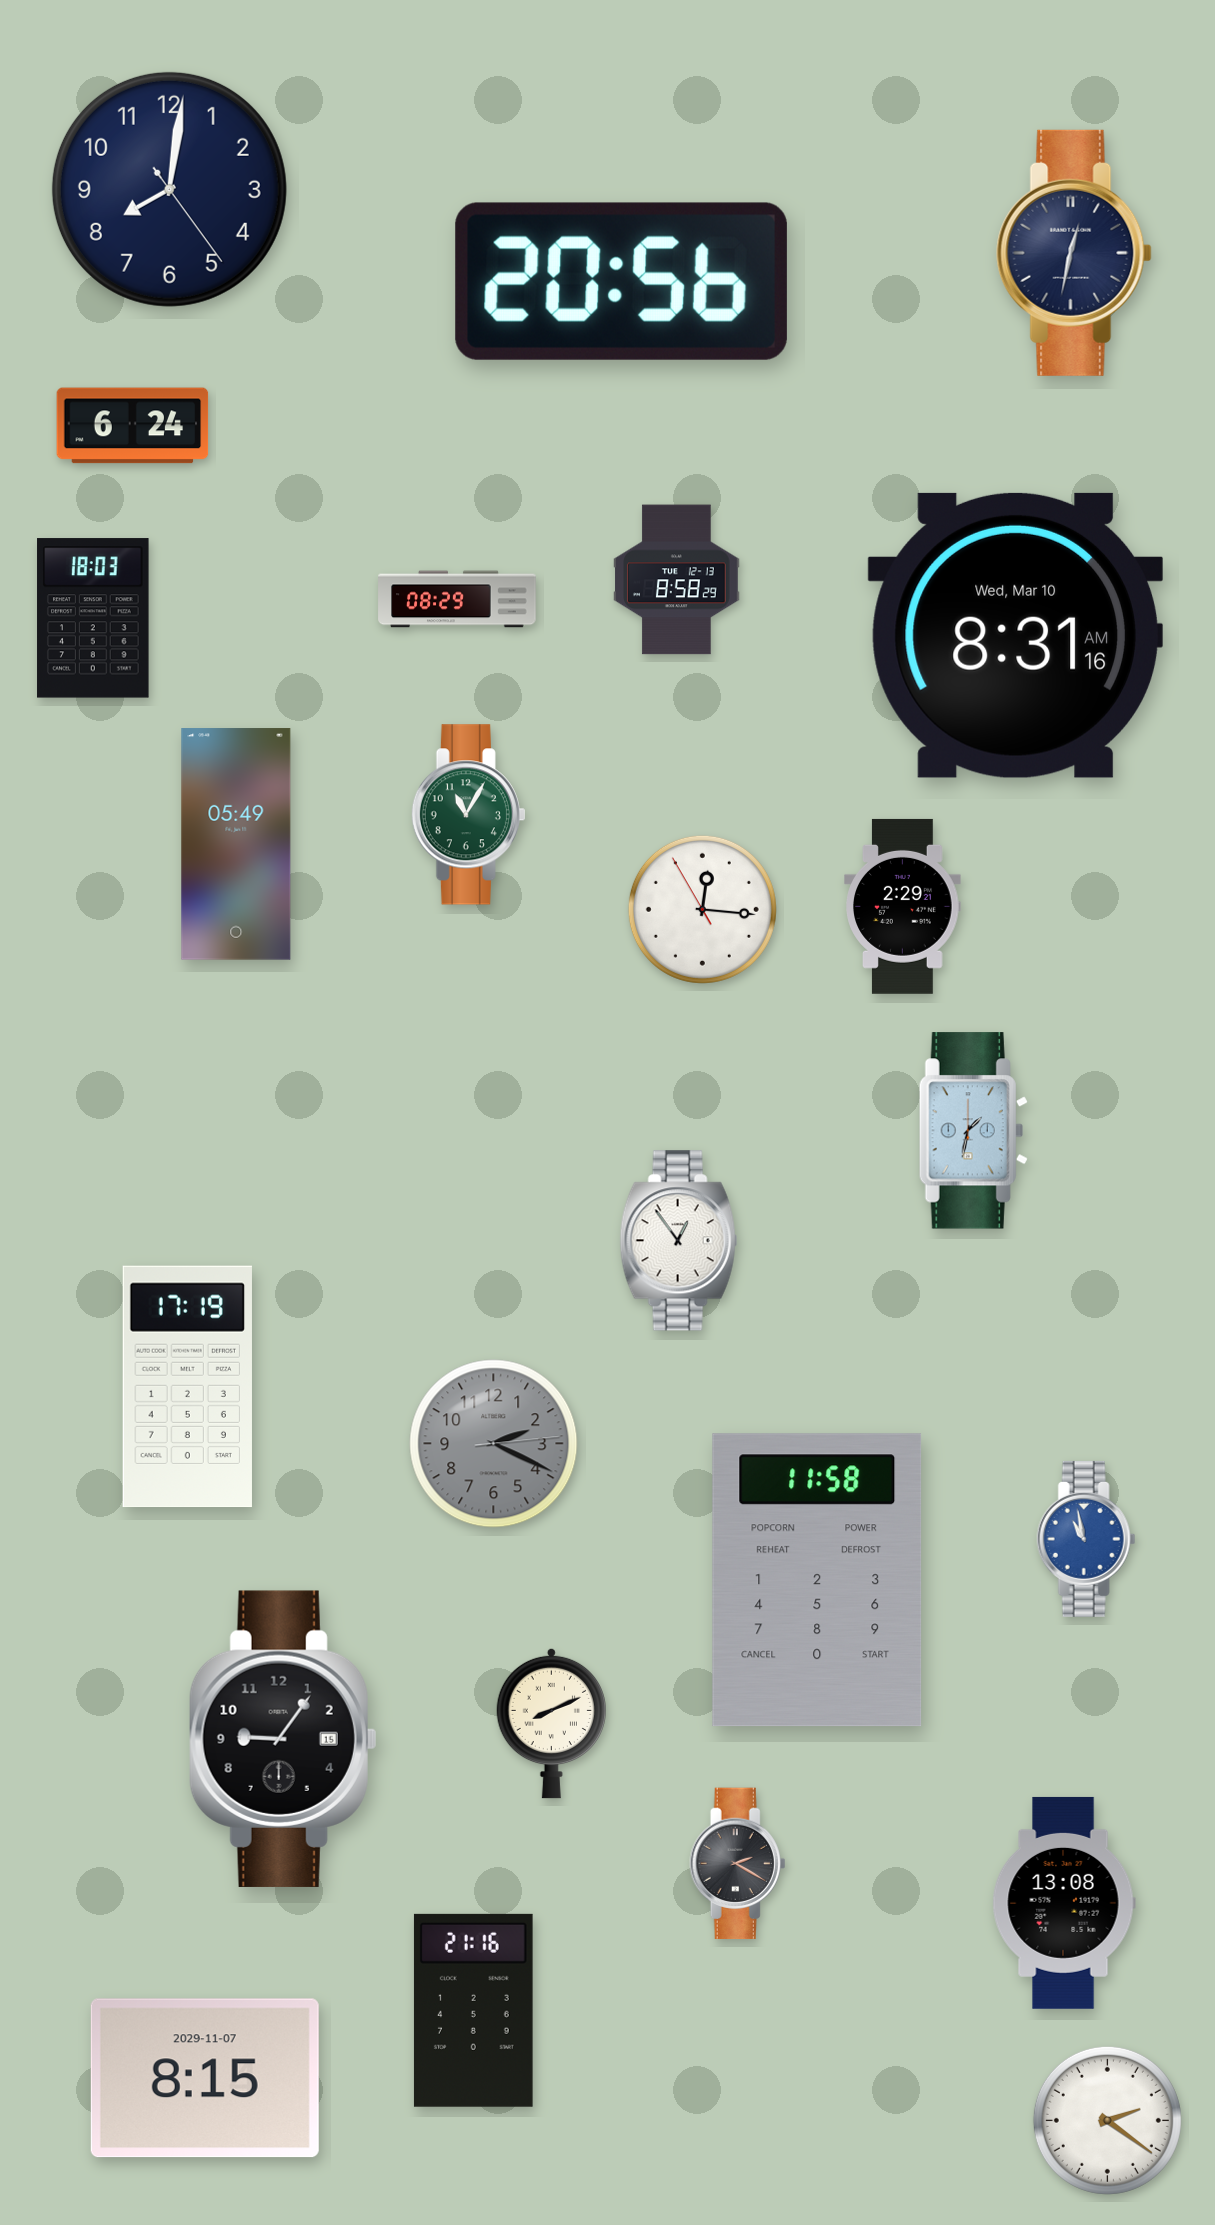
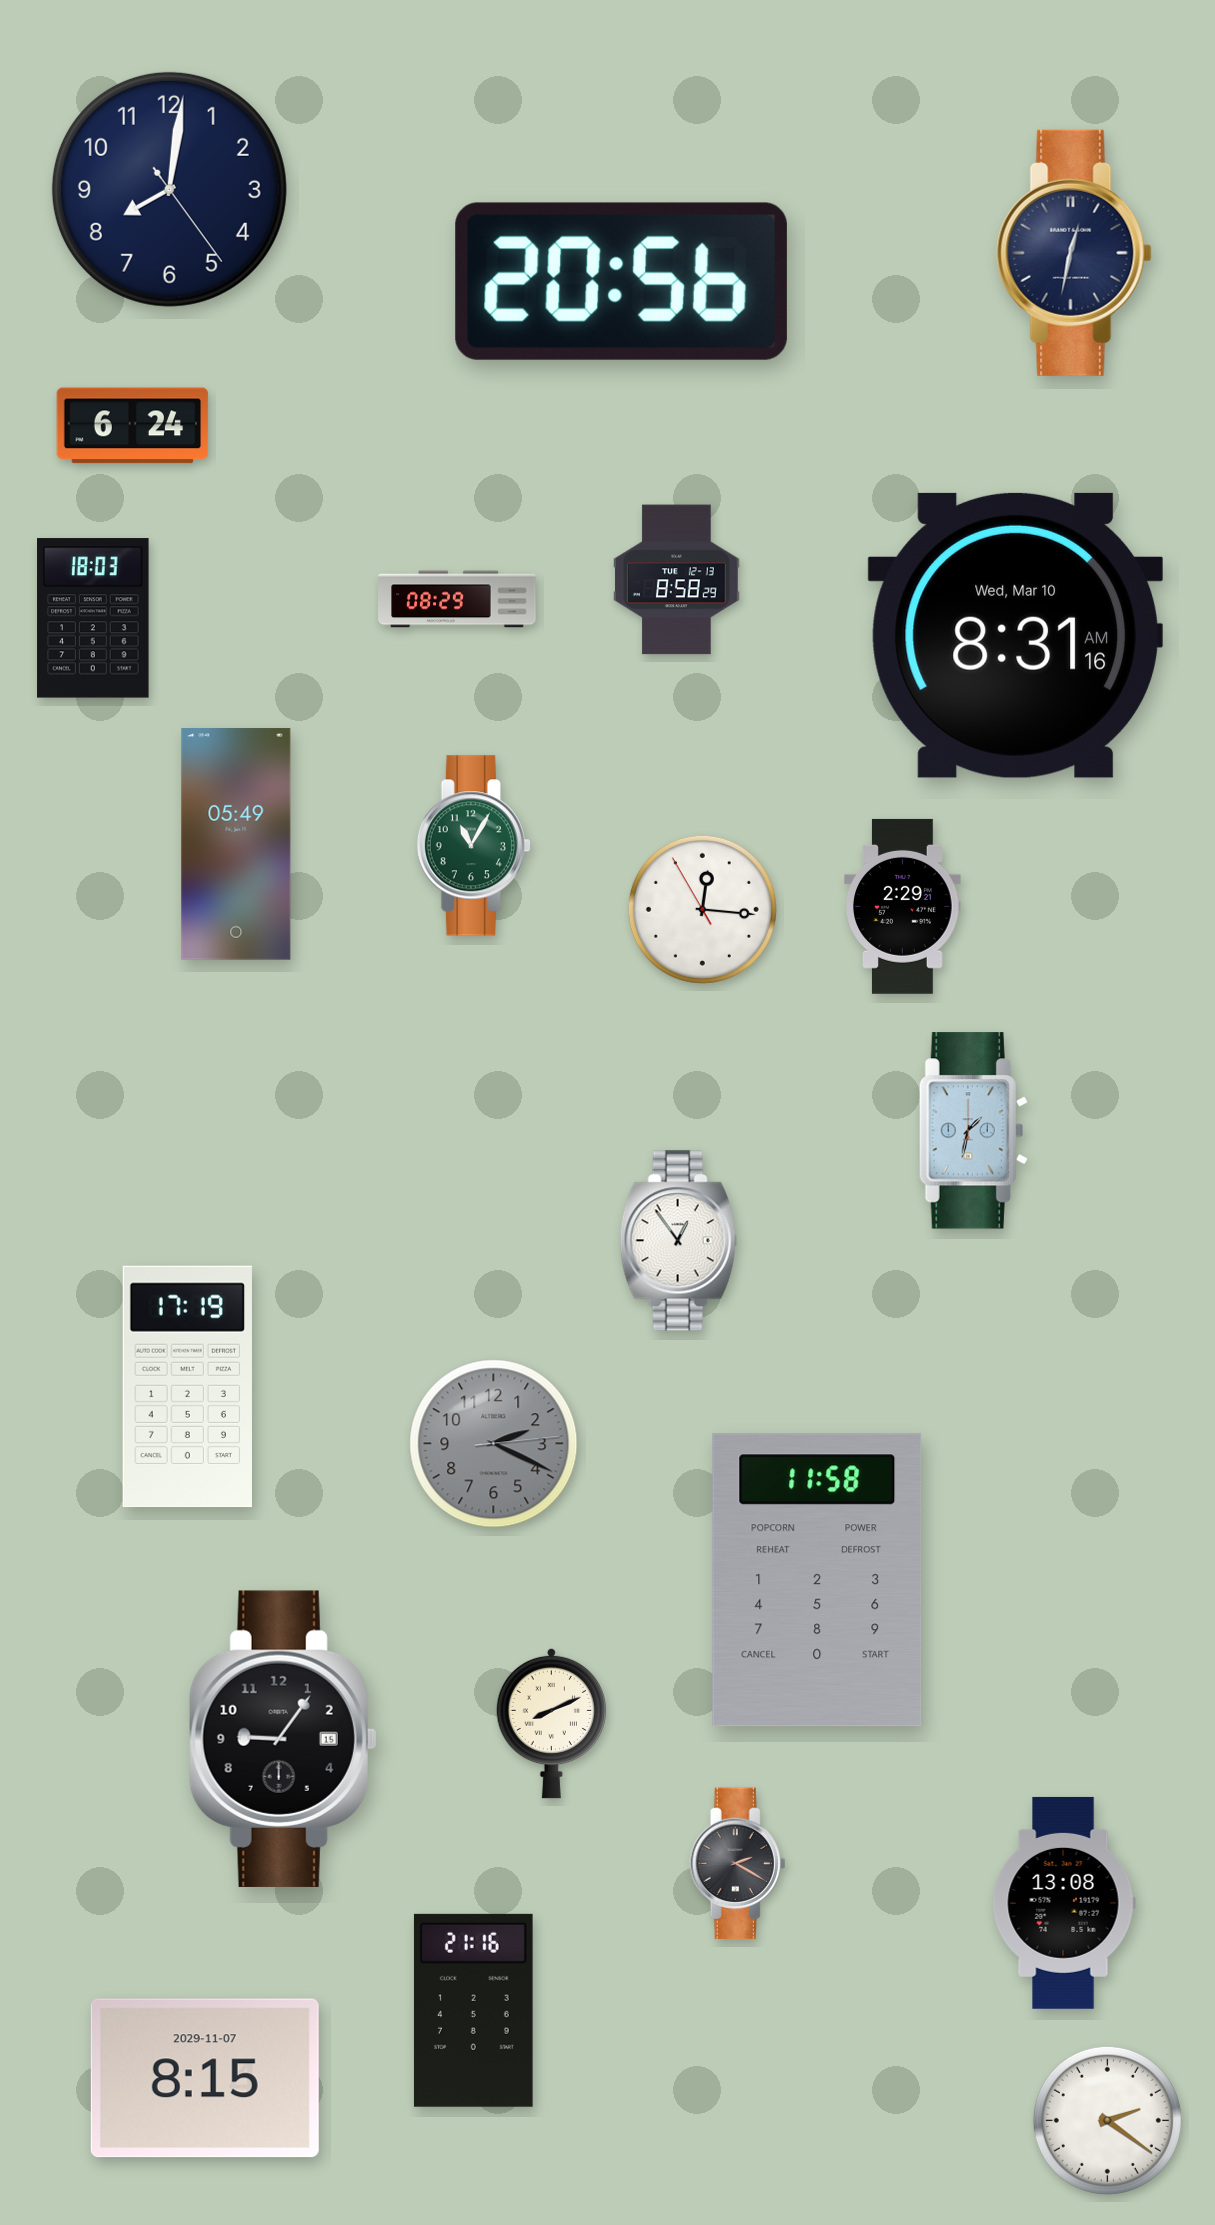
clock at (468, 815) position: (468, 815) -> (473, 846)
clock at (1086, 1539): 10:58 -> none
